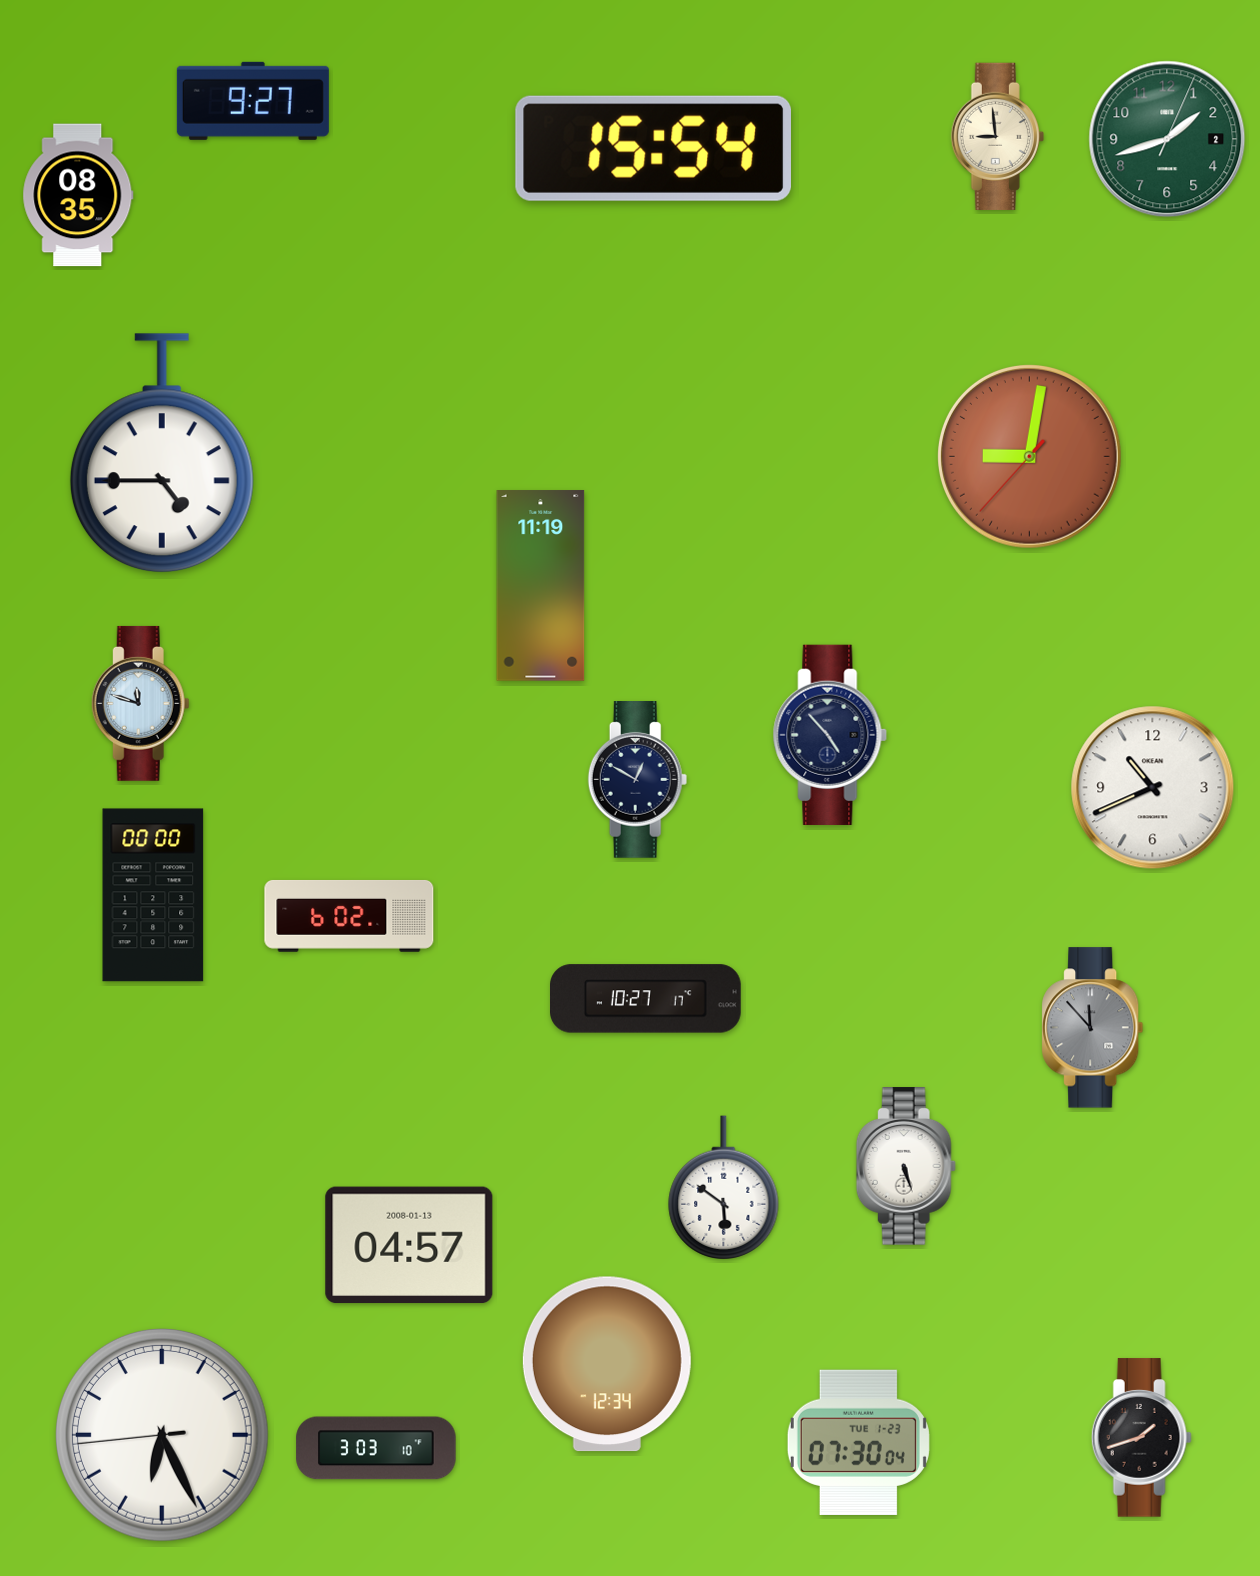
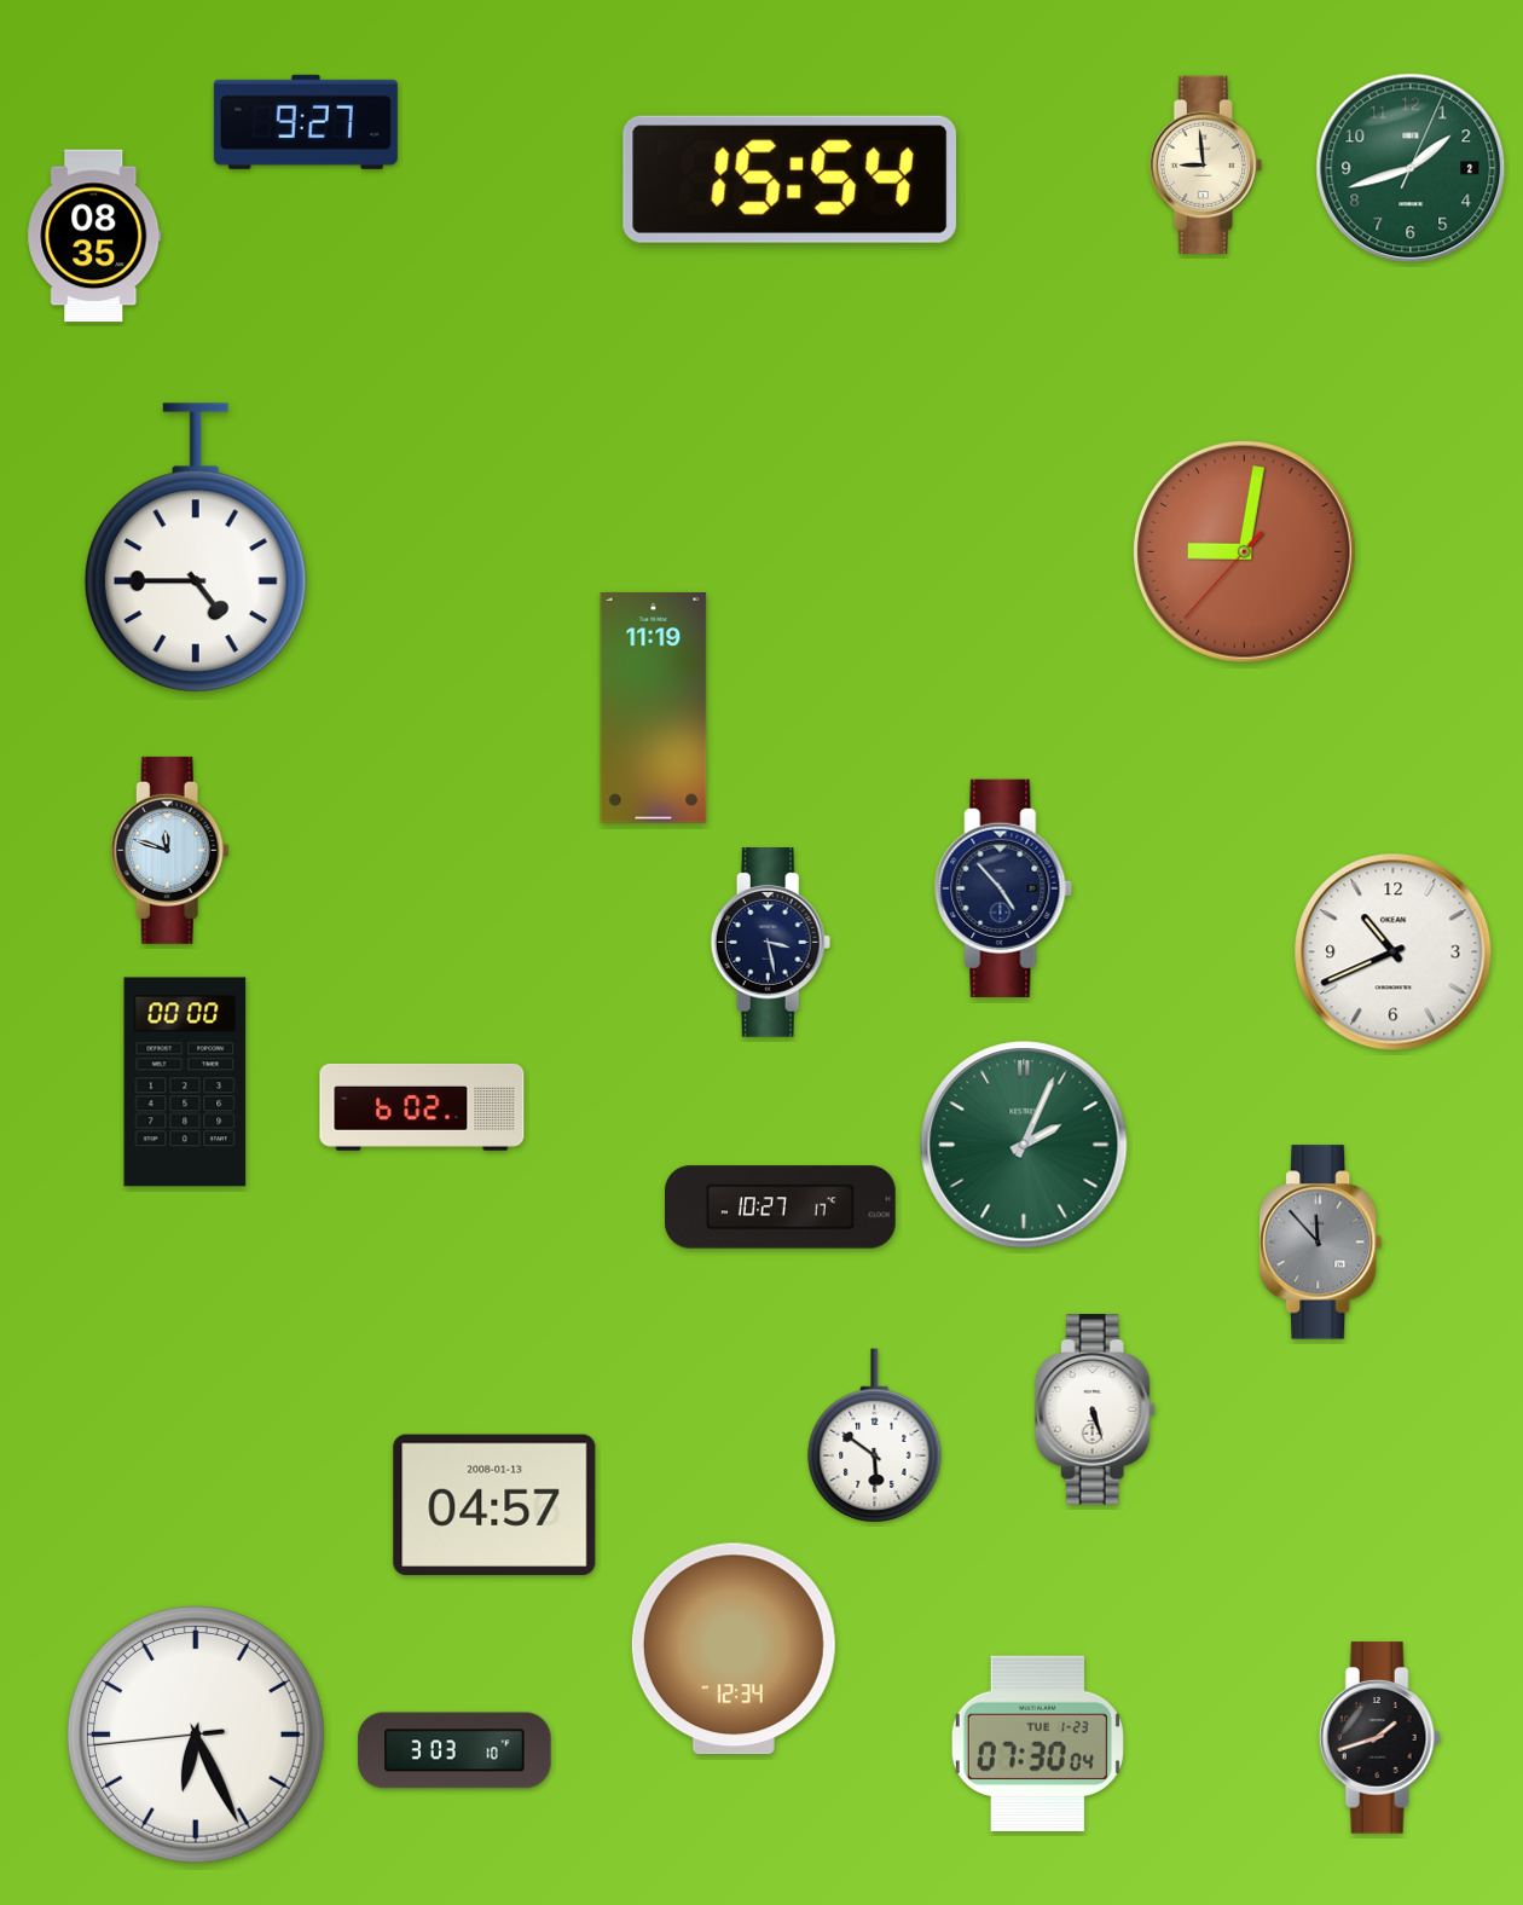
clock at (638, 780): 12:50 -> 3:28
clock at (1024, 1145): none -> 2:04
